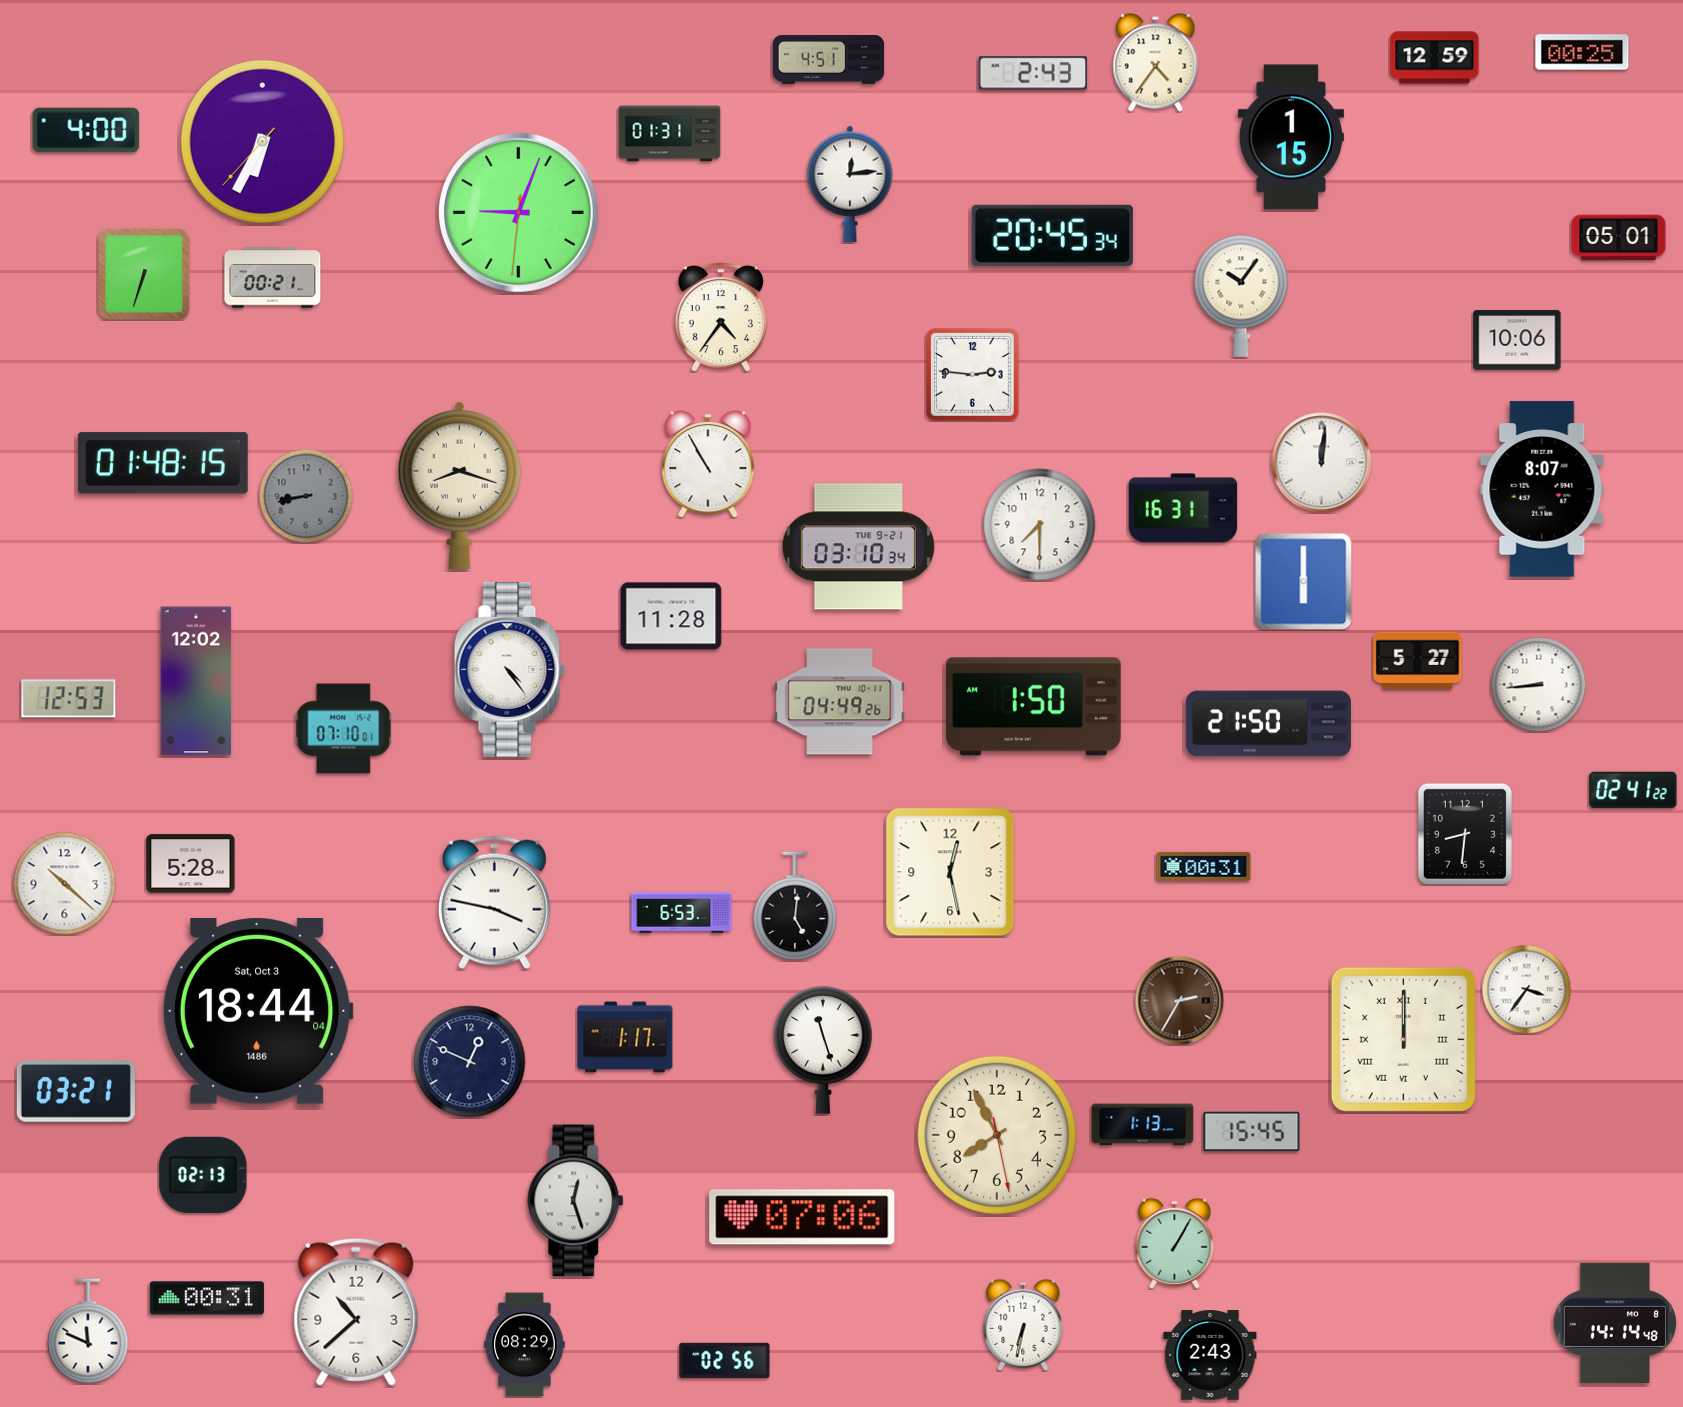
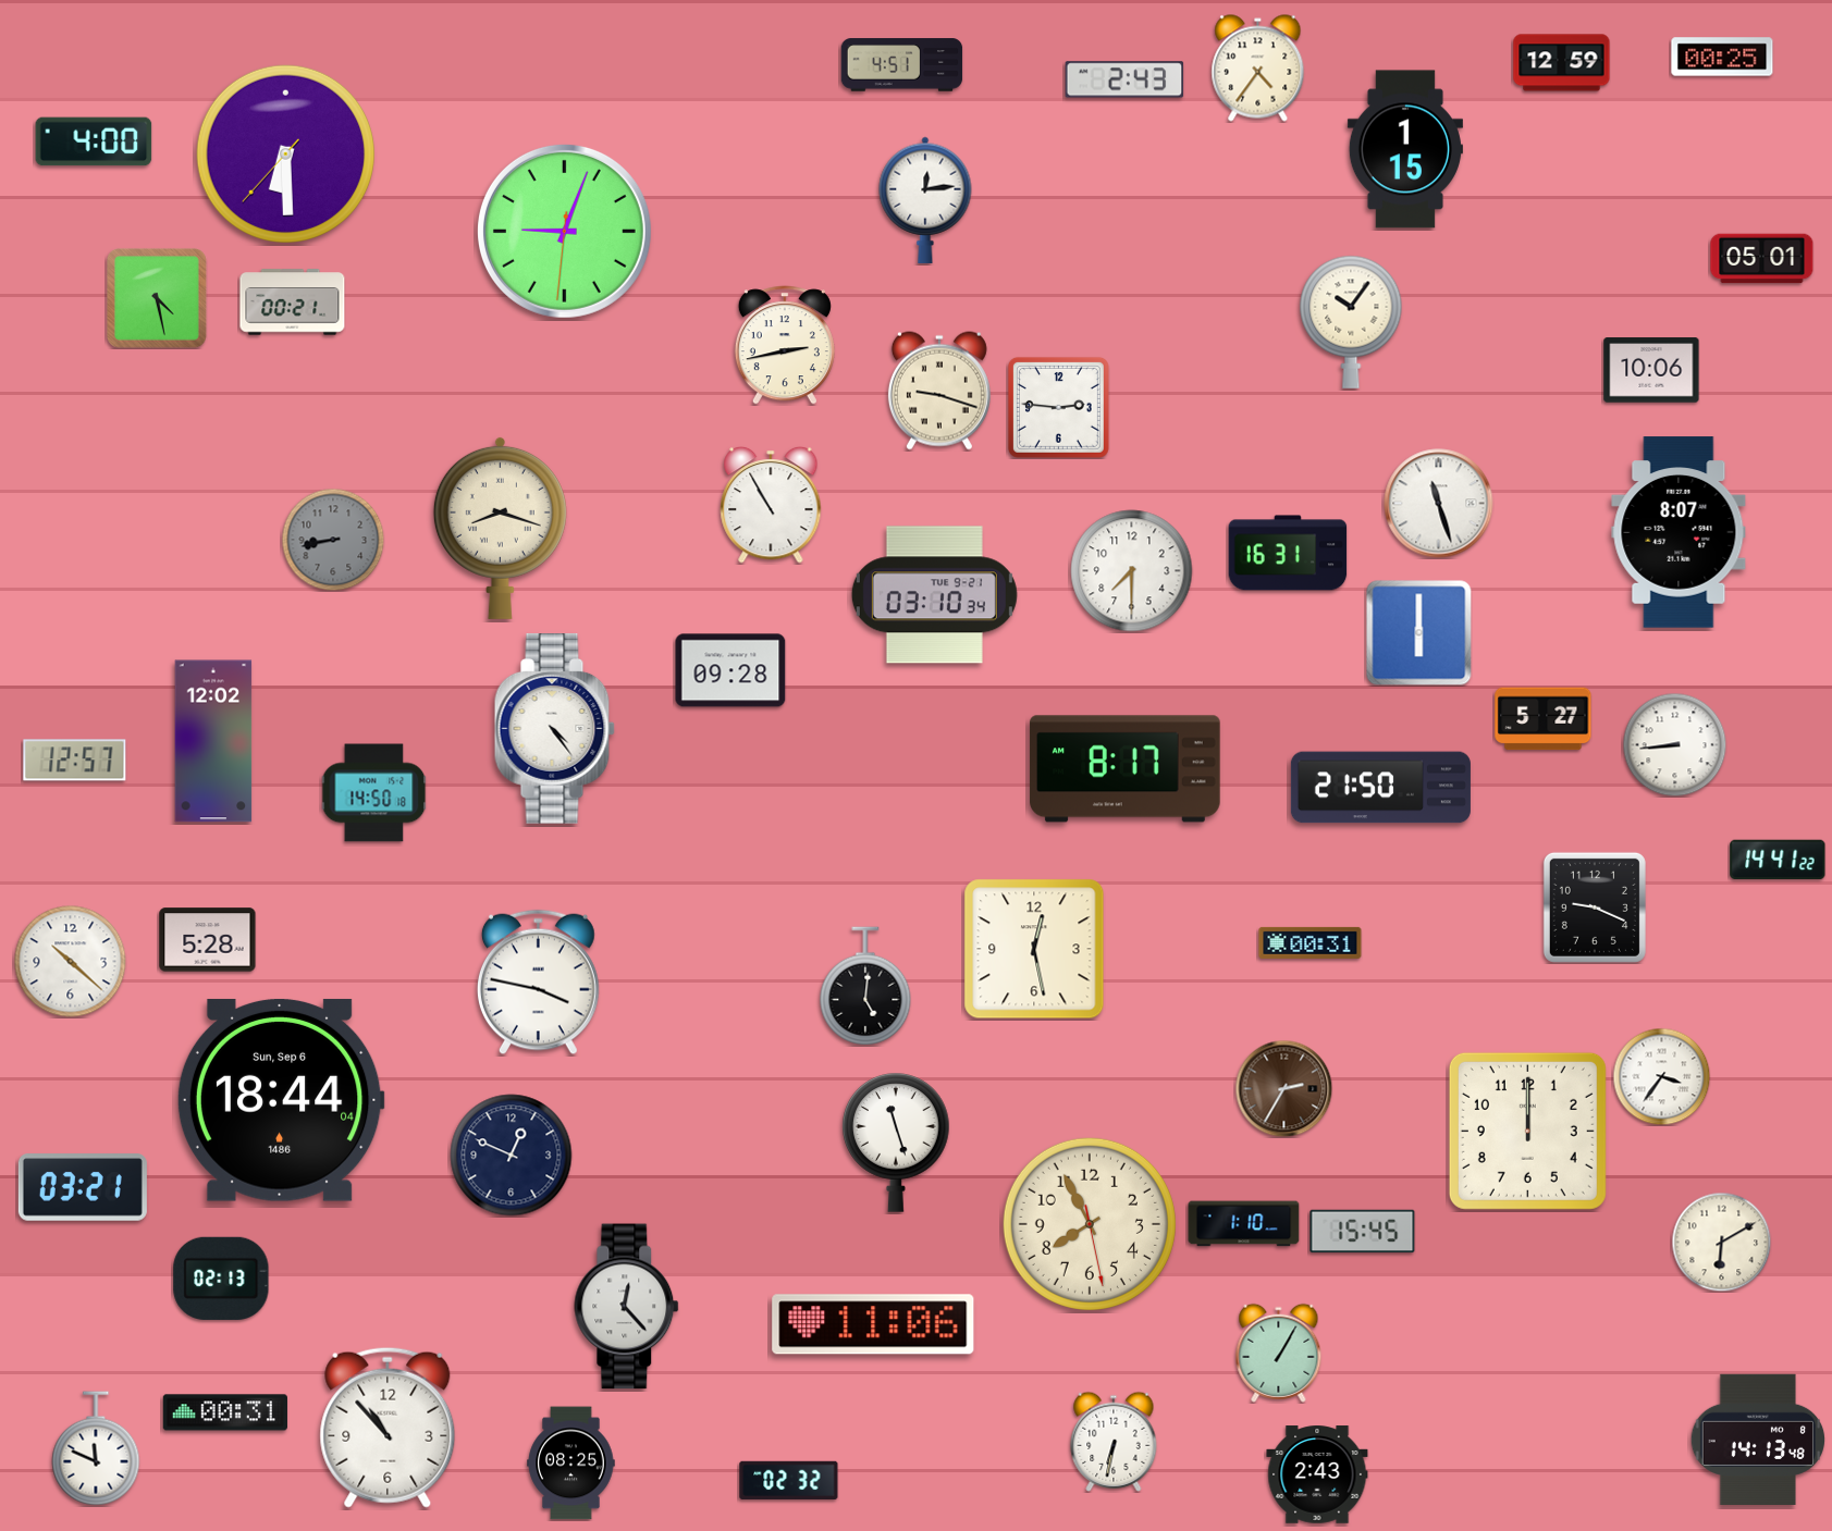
clock at (670, 134): 01:31 -> none
clock at (262, 141): 6:34 -> 6:29
clock at (1052, 235): 20:45 -> none
clock at (145, 275): 6:33 -> 4:28
clock at (273, 278) position: (273, 278) -> (293, 303)
clock at (721, 317): 4:36 -> 2:43
clock at (939, 391): none -> 9:18
clock at (163, 463): 01:48 -> none
clock at (1322, 463): 12:01 -> 11:27
clock at (671, 616): 11:28 -> 09:28
clock at (69, 699): 12:53 -> 12:57
clock at (840, 702): 04:49 -> none
clock at (1034, 707): 1:50 -> 8:17
clock at (343, 729): 07:10 -> 14:50
clock at (1633, 789): 02:41 -> 14:41
clock at (1465, 834): 8:31 -> 9:19
clock at (682, 913): 6:53 -> none
clock at (258, 1011) date: Sat, Oct 3 -> Sun, Sep 6
clock at (625, 1037): 1:17 -> none
clock at (1403, 1039) numerals: Roman -> Arabic
clock at (1143, 1125): 1:13 -> 1:10
clock at (997, 1135) position: (997, 1135) -> (1090, 1224)
clock at (1721, 1242): none -> 6:10
clock at (576, 1201): 12:27 -> 12:23
clock at (802, 1217): 07:06 -> 11:06
clock at (356, 1312): 10:38 -> 10:53
clock at (1615, 1322): 14:14 -> 14:13
clock at (525, 1345): 08:29 -> 08:25
clock at (725, 1360): 02:56 -> 02:32
